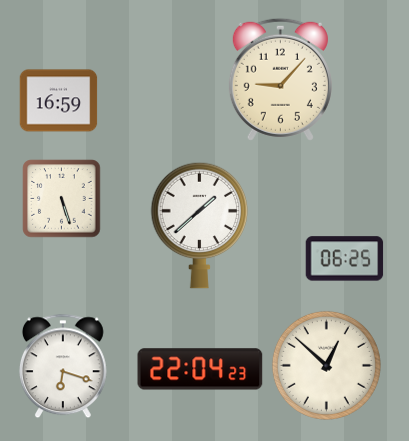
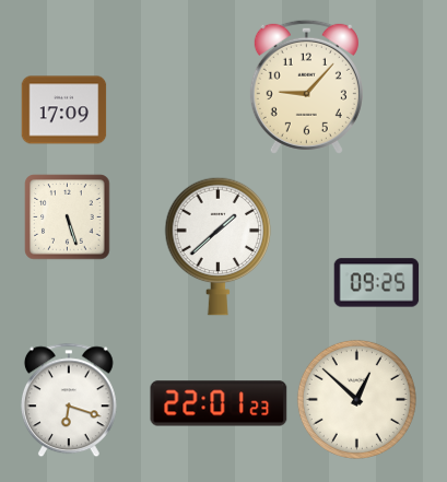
clock at (58, 101): 16:59 -> 17:09
clock at (344, 259): 06:25 -> 09:25
clock at (200, 369): 22:04 -> 22:01
